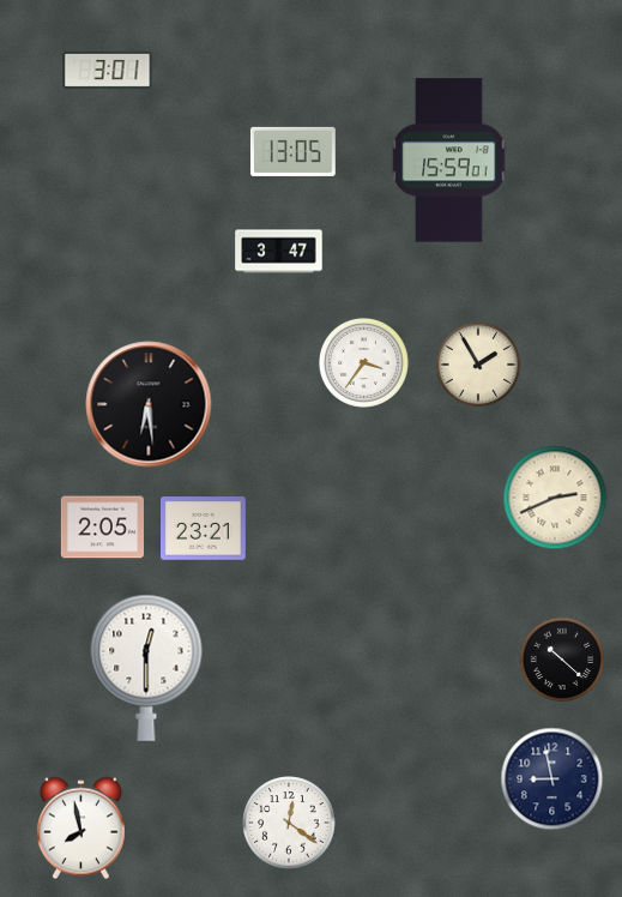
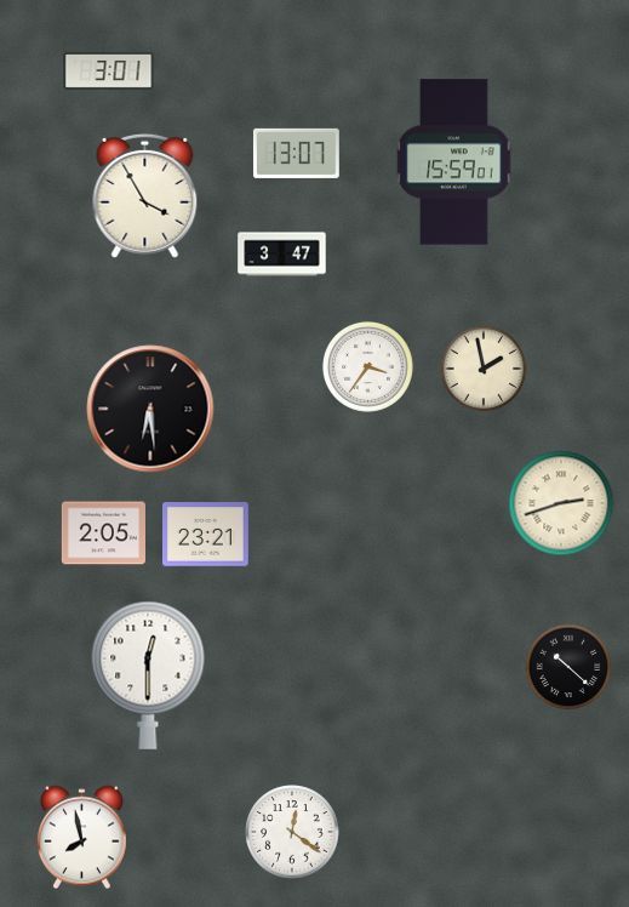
clock at (292, 151): 13:05 -> 13:07
clock at (145, 195): none -> 3:55
clock at (478, 365): 1:55 -> 1:58
clock at (555, 498): 2:41 -> 2:42
clock at (552, 779): 8:58 -> none
